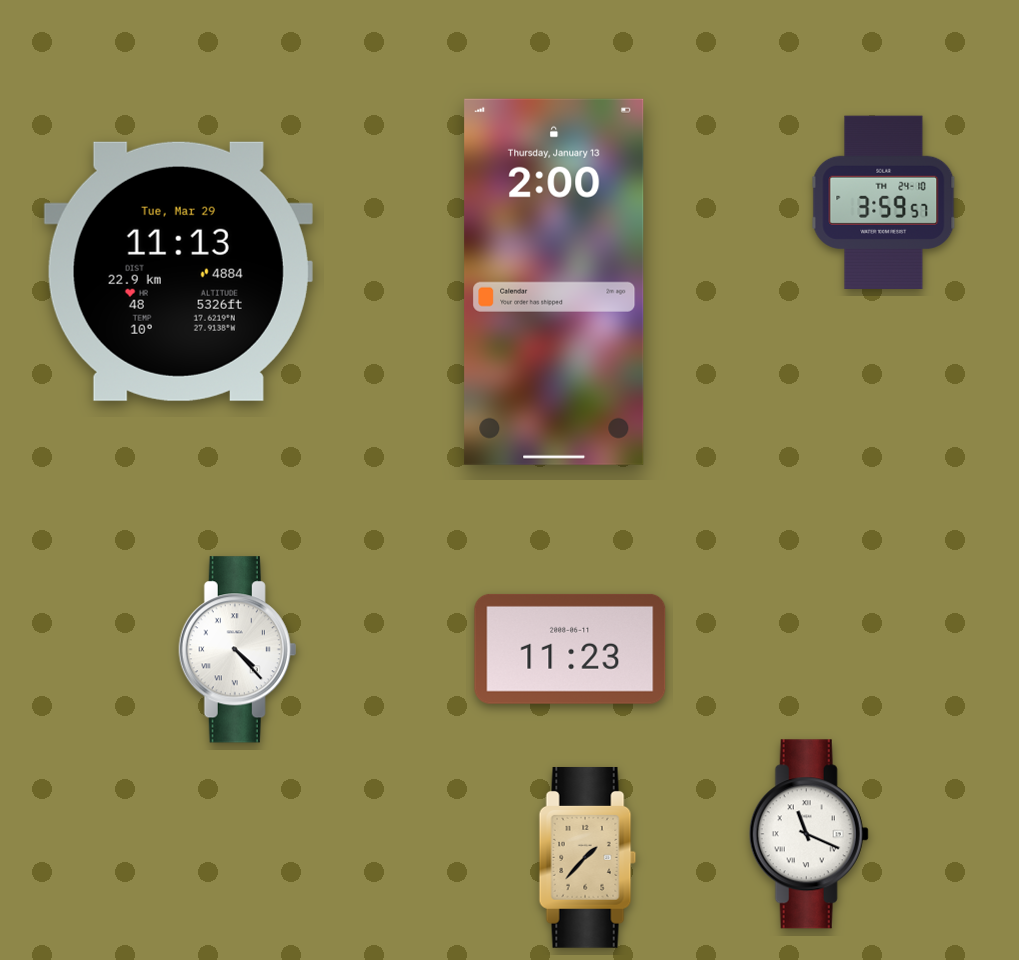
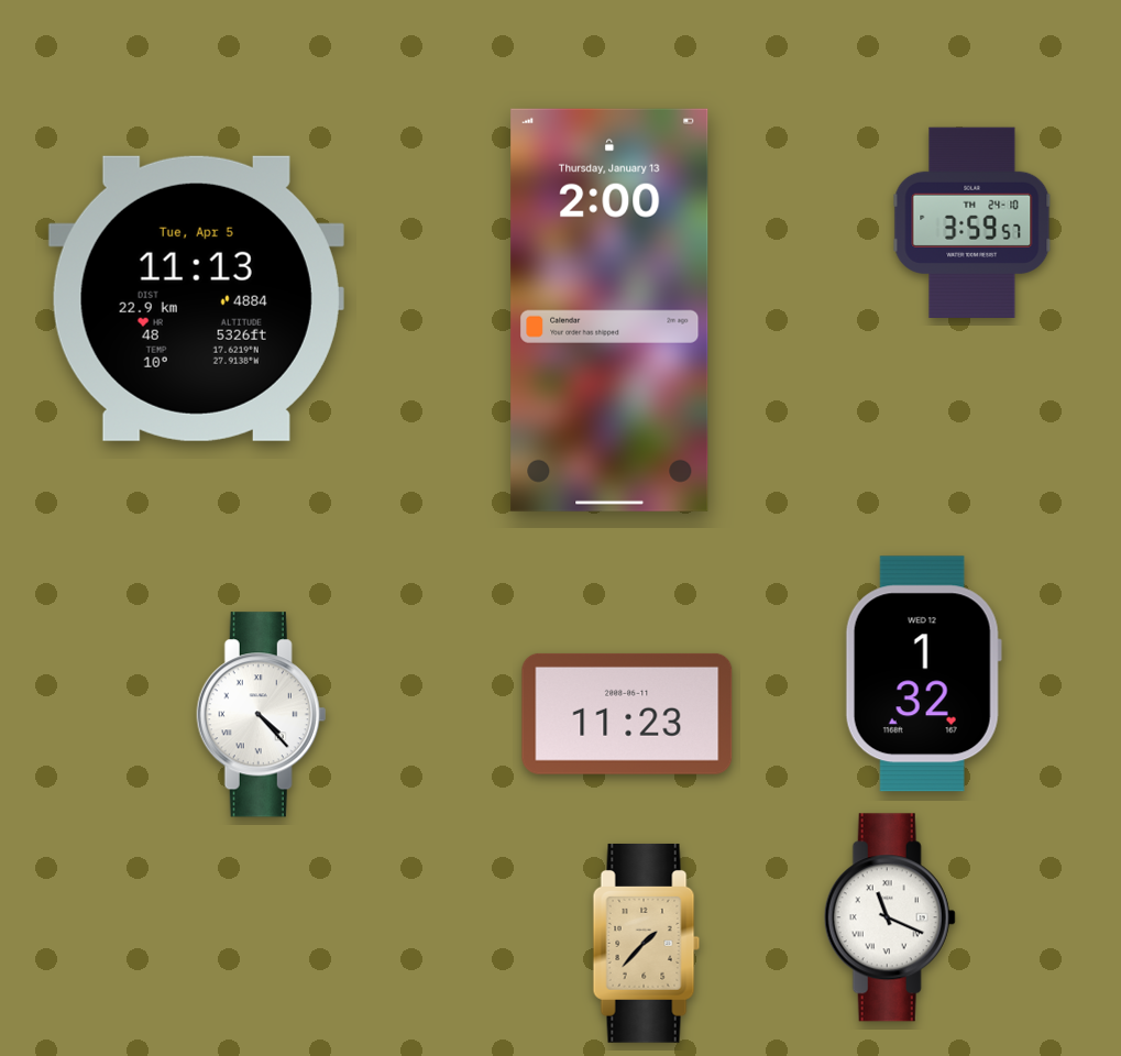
clock at (178, 271) date: Tue, Mar 29 -> Tue, Apr 5
clock at (923, 674): none -> 1:32
